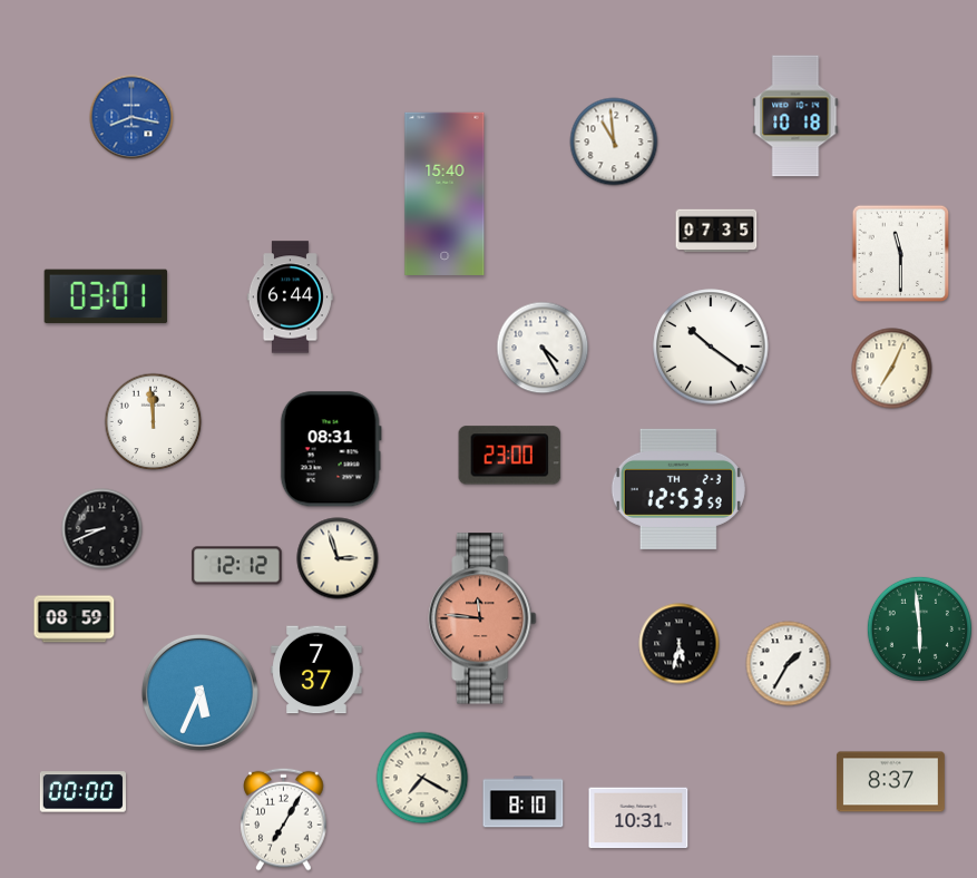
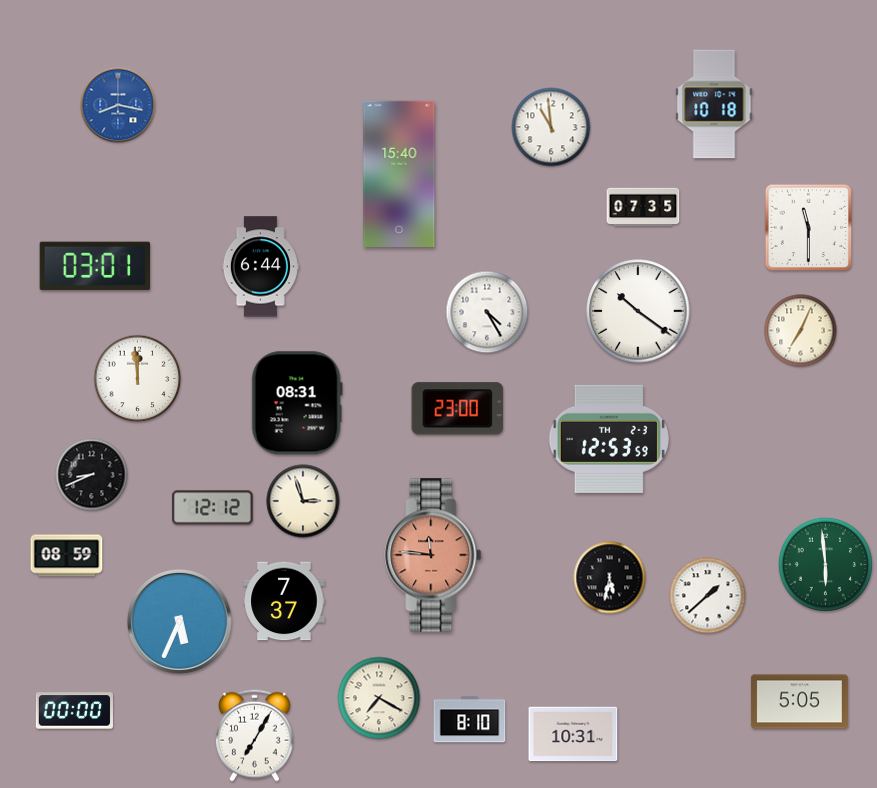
clock at (789, 664): 1:35 -> 1:38
clock at (890, 782): 8:37 -> 5:05
